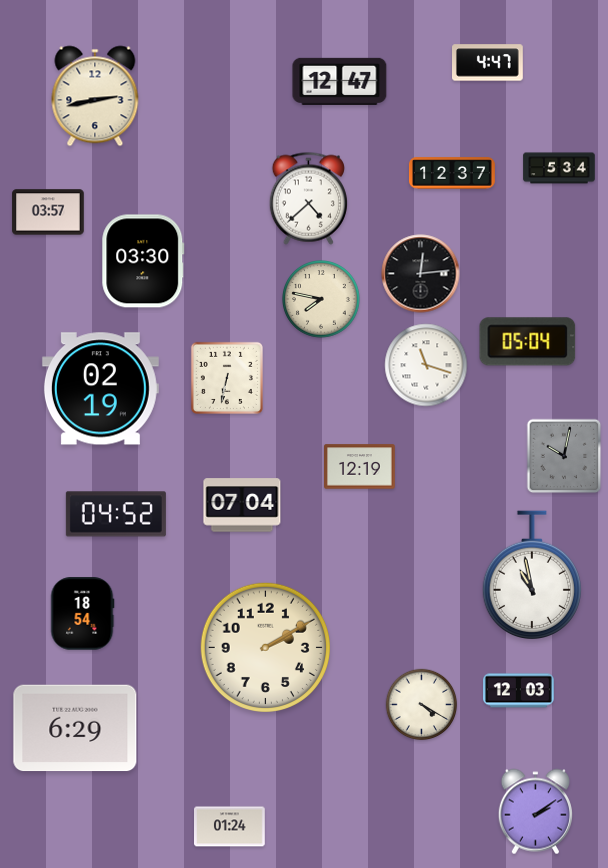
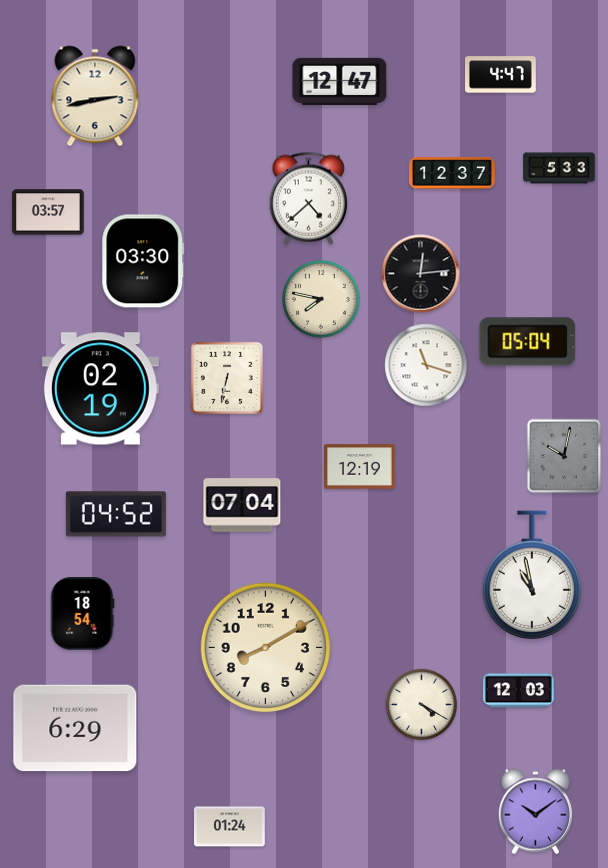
clock at (488, 63) position: (488, 63) -> (501, 75)
clock at (559, 168): 5:34 -> 5:33
clock at (265, 647): 2:10 -> 8:10
clock at (535, 812): 2:09 -> 10:09
